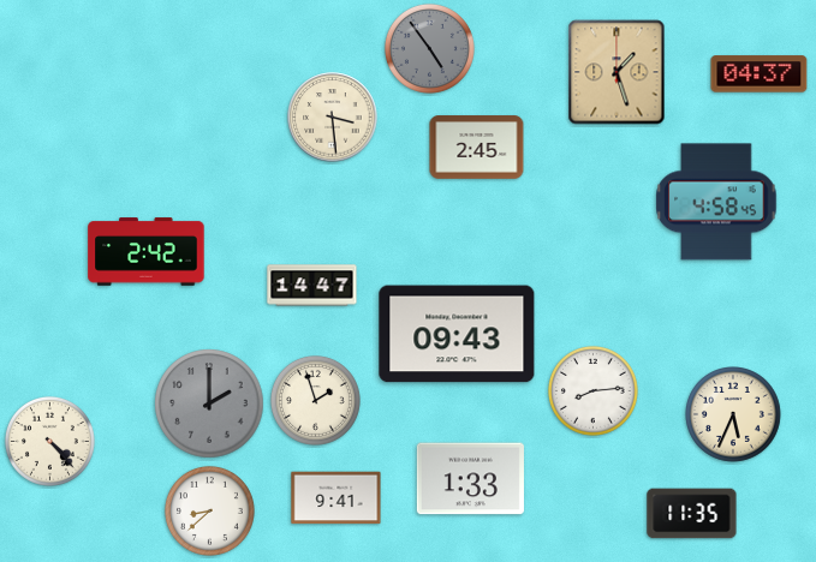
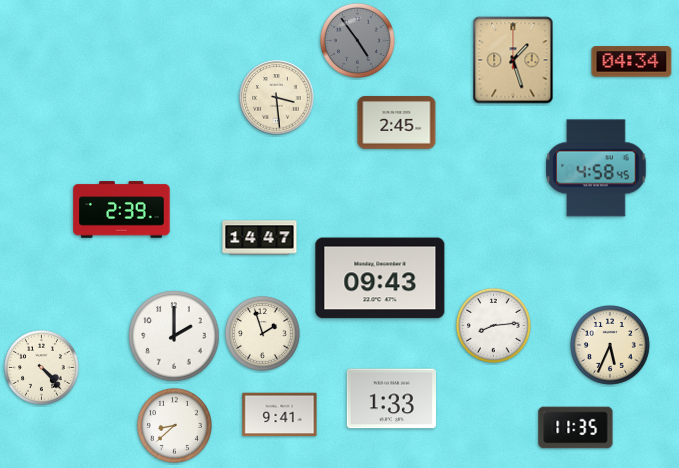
clock at (760, 74): 04:37 -> 04:34
clock at (147, 252): 2:42 -> 2:39
clock at (209, 403) dial: grey -> white
